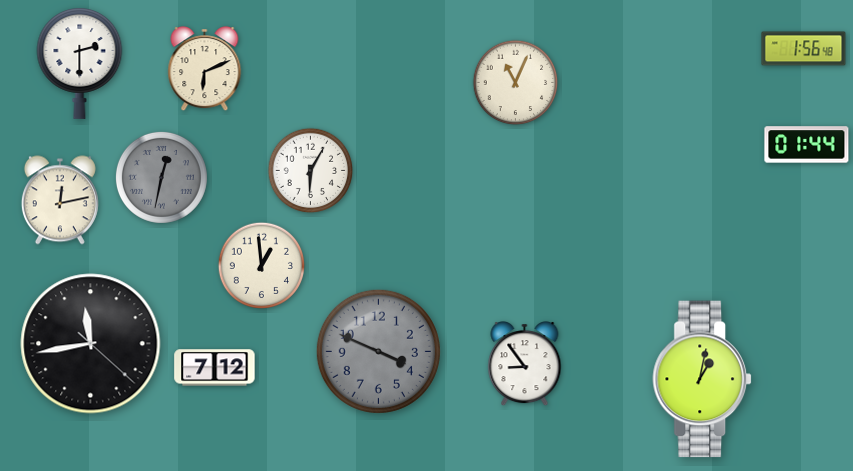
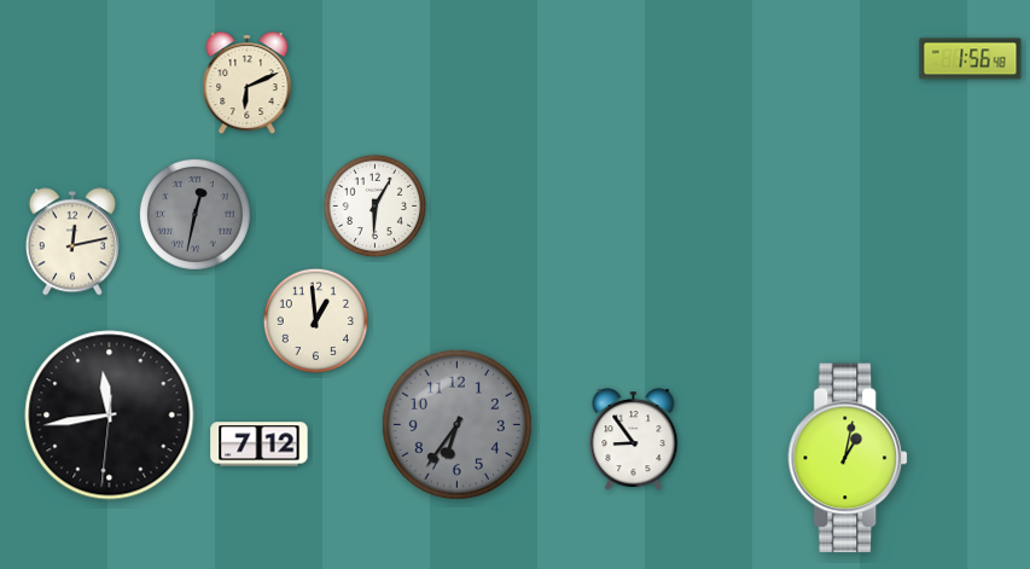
clock at (80, 63): 2:30 -> none
clock at (516, 83): 11:04 -> none
clock at (807, 145): 01:44 -> none
clock at (91, 344): 11:43:22 -> 11:43:31
clock at (378, 351): 3:49 -> 6:36
